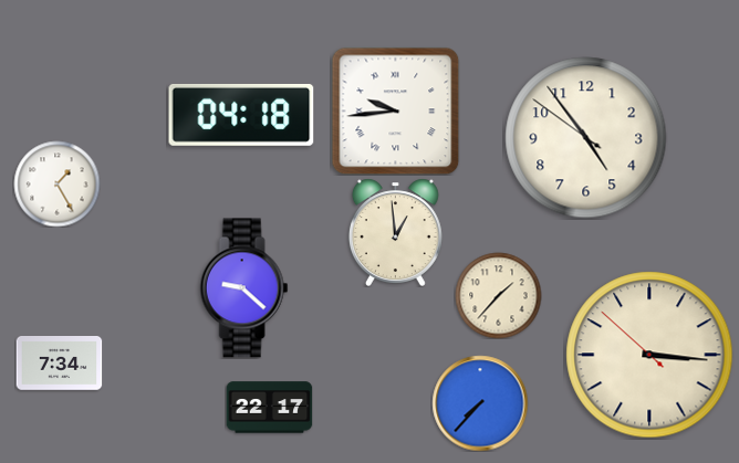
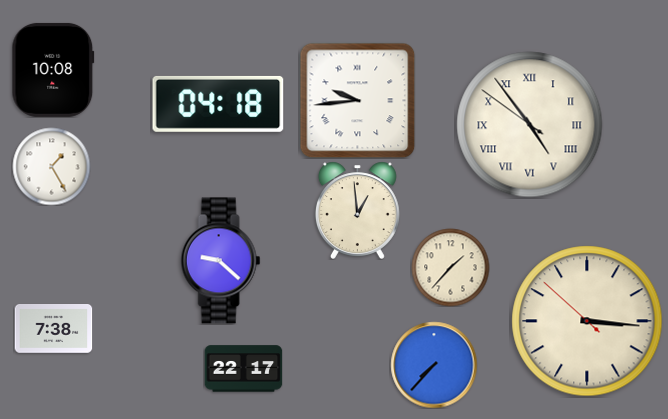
clock at (53, 70): none -> 10:08
clock at (586, 138) numerals: Arabic -> Roman
clock at (59, 364): 7:34 -> 7:38
